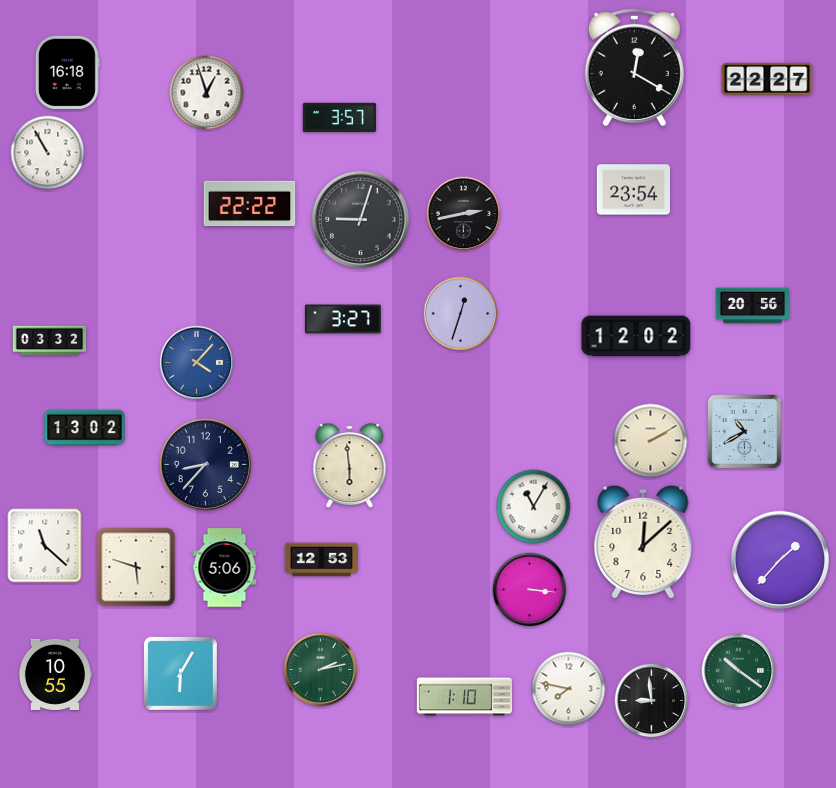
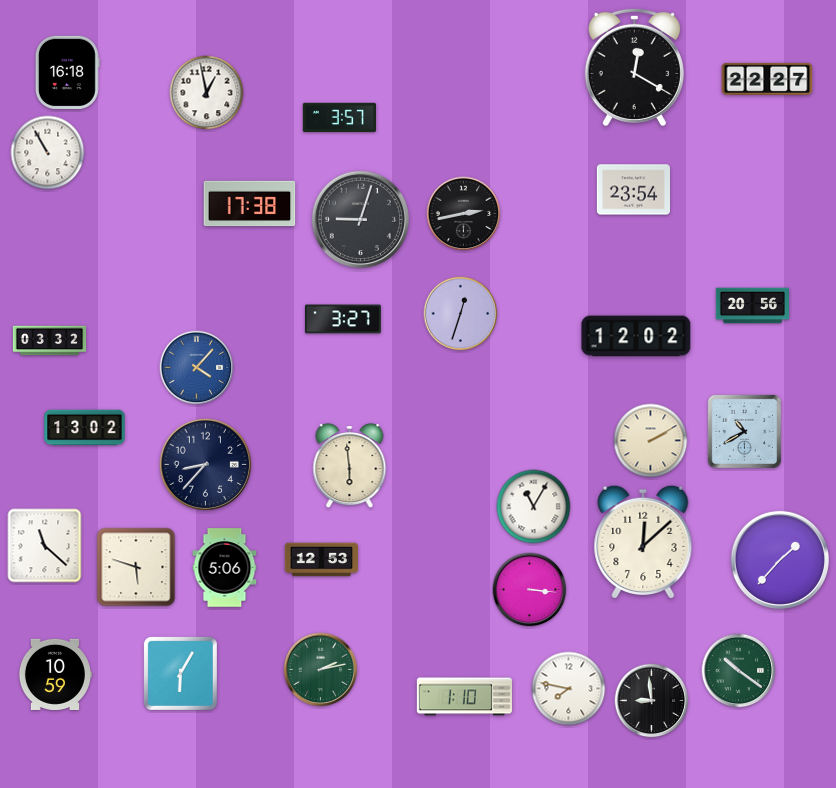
clock at (207, 93): 12:57 -> 12:58
clock at (250, 204): 22:22 -> 17:38
clock at (197, 363) position: (197, 363) -> (197, 368)
clock at (54, 674): 10:55 -> 10:59
